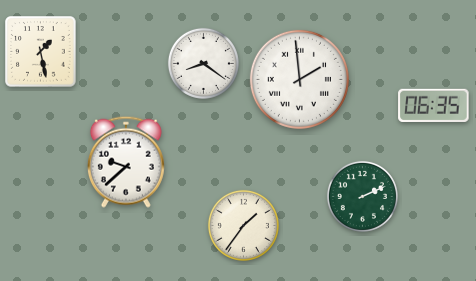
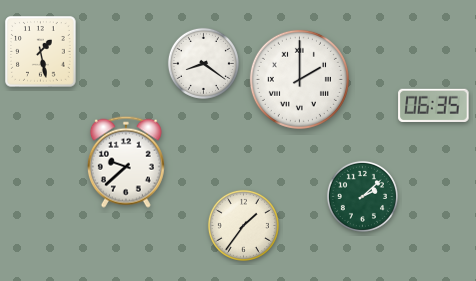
clock at (299, 79): 1:59 -> 2:00
clock at (362, 196): 2:11 -> 2:08
